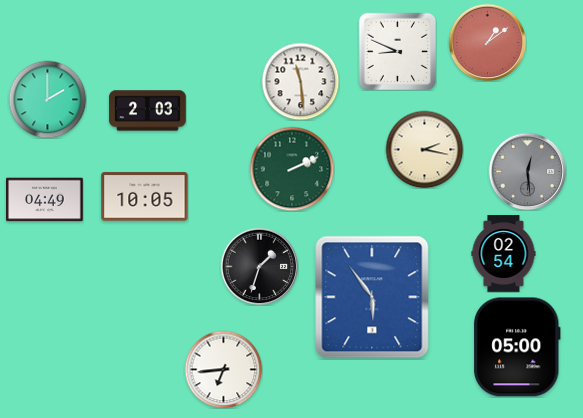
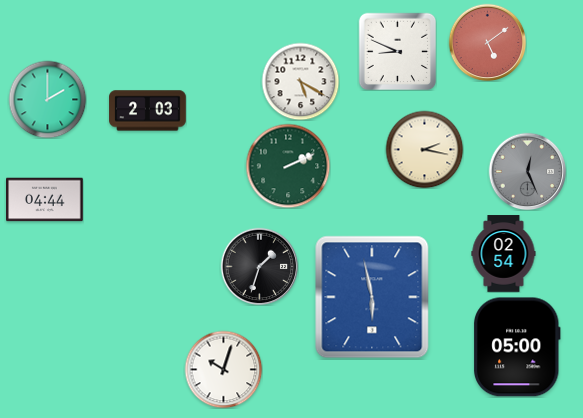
clock at (487, 42): 1:09 -> 5:09
clock at (300, 81): 11:29 -> 5:20
clock at (292, 169) position: (292, 169) -> (288, 166)
clock at (527, 171): 12:29 -> 12:26
clock at (145, 197): 10:05 -> none
clock at (45, 200): 04:49 -> 04:44
clock at (372, 297): 5:54 -> 5:58
clock at (223, 369): 6:44 -> 10:03
